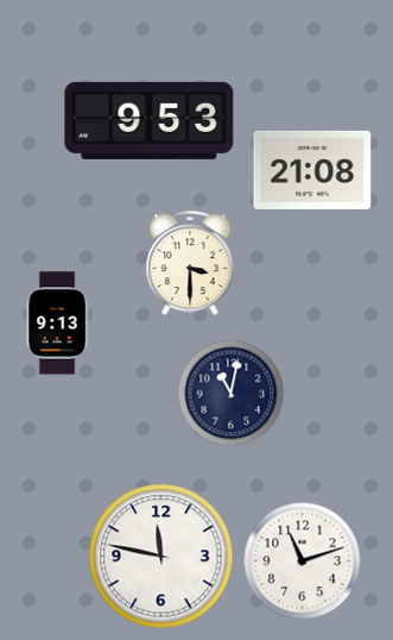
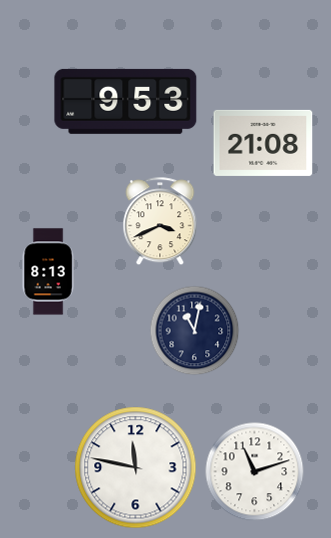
clock at (190, 263): 3:30 -> 3:41
clock at (57, 324): 9:13 -> 8:13
